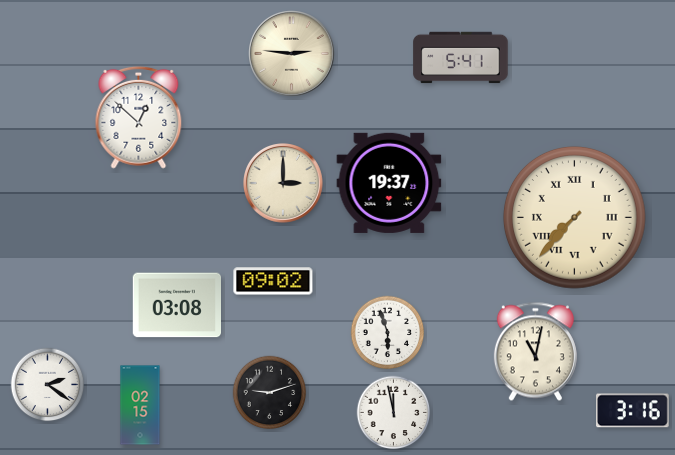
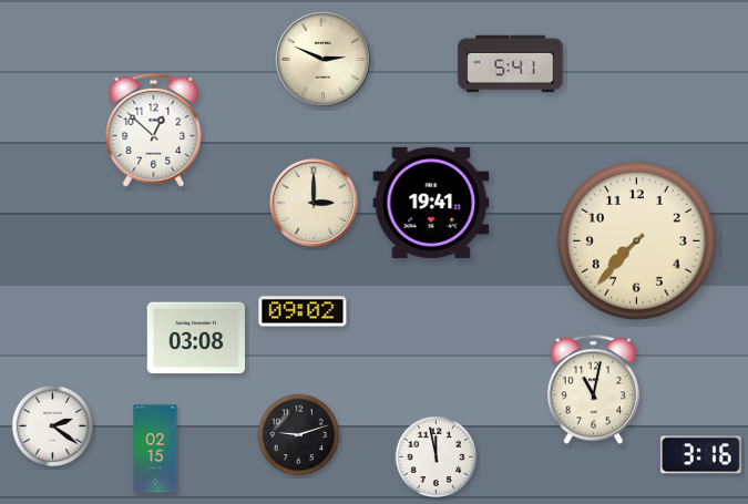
clock at (292, 54): 2:46 -> 2:49
clock at (389, 183): 19:37 -> 19:41
clock at (574, 217) numerals: Roman -> Arabic
clock at (388, 333): 5:57 -> none
